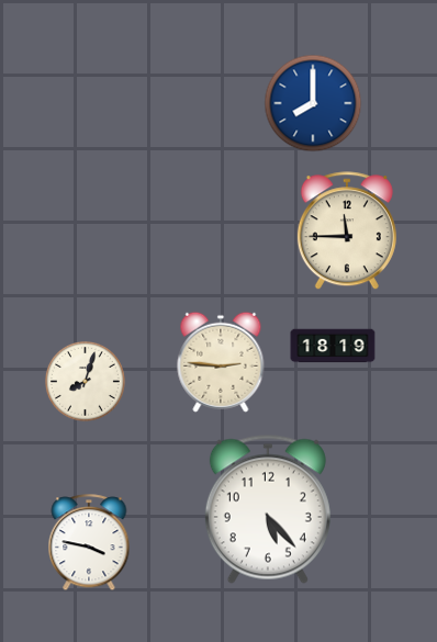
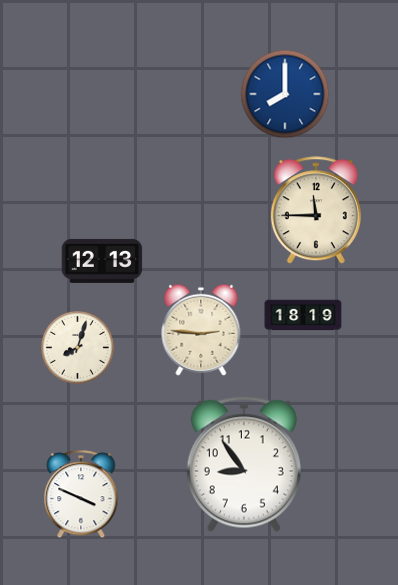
clock at (102, 261): none -> 12:13
clock at (268, 509): 5:23 -> 8:54
clock at (89, 543): 3:47 -> 3:49
